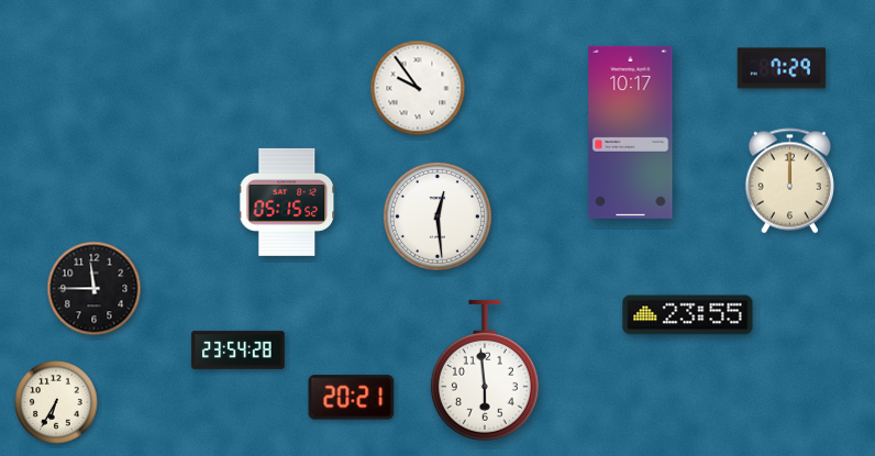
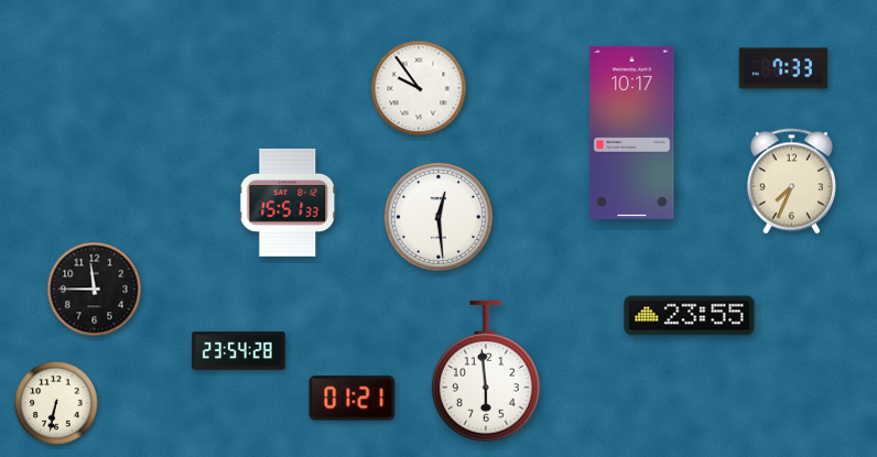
clock at (782, 68): 7:29 -> 7:33
clock at (789, 181): 12:00 -> 7:34
clock at (287, 202): 05:15 -> 15:51
clock at (352, 398): 20:21 -> 01:21
clock at (56, 402): 6:35 -> 6:32
